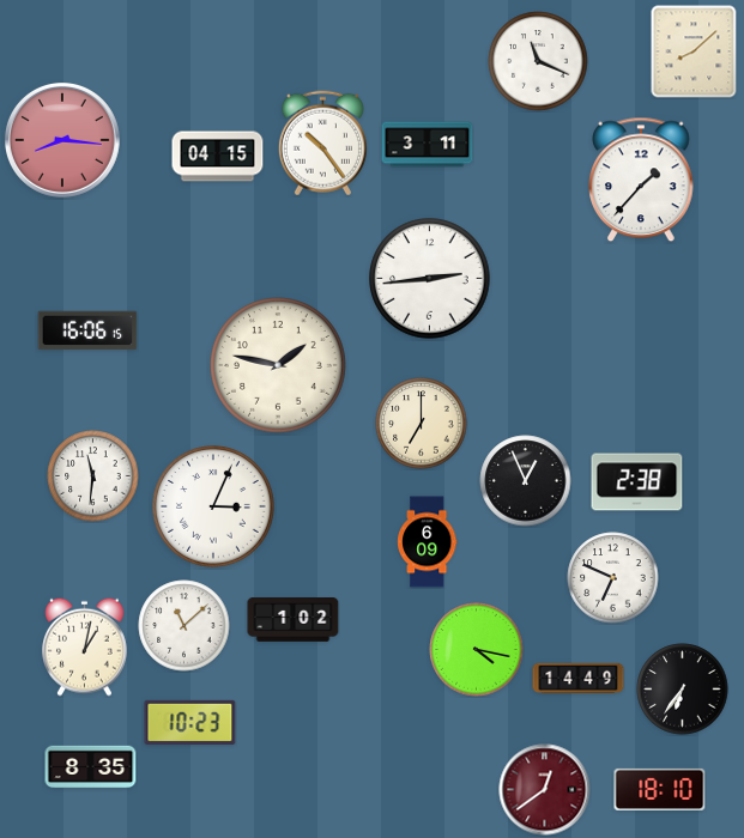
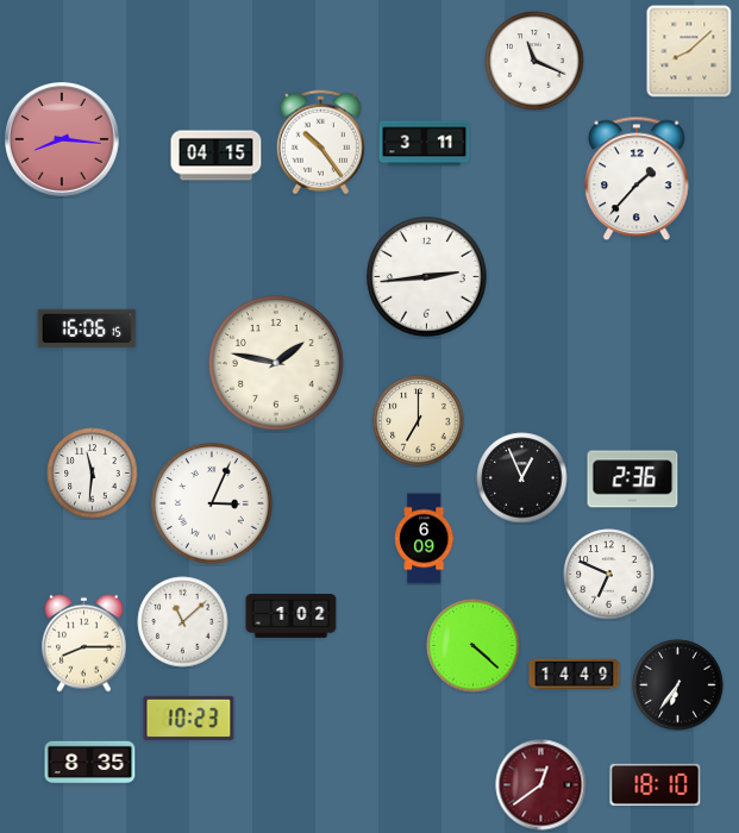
clock at (637, 482): 2:38 -> 2:36
clock at (85, 646): 1:02 -> 8:15
clock at (477, 650): 4:17 -> 4:22
